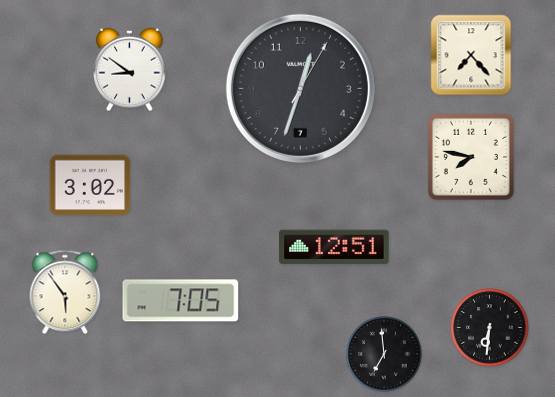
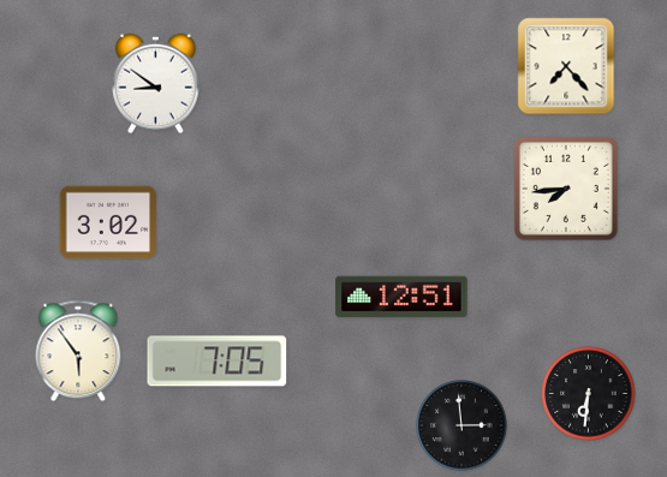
clock at (300, 88): 12:33 -> none
clock at (471, 157): 7:47 -> 7:44
clock at (384, 354): 6:59 -> 2:59
